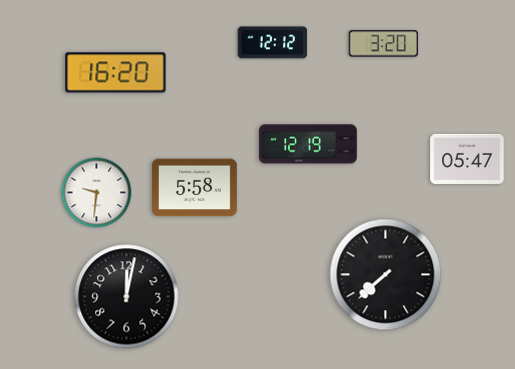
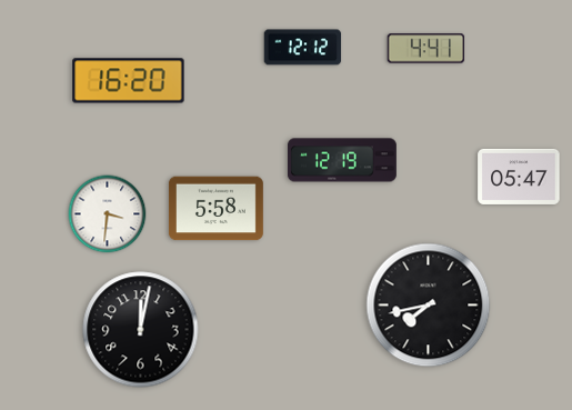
clock at (384, 44): 3:20 -> 4:41
clock at (97, 193): 9:31 -> 3:31
clock at (386, 275): 7:38 -> 7:43
